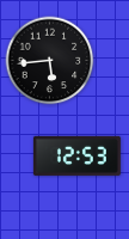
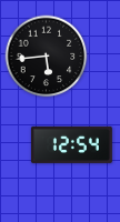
clock at (76, 155): 12:53 -> 12:54
